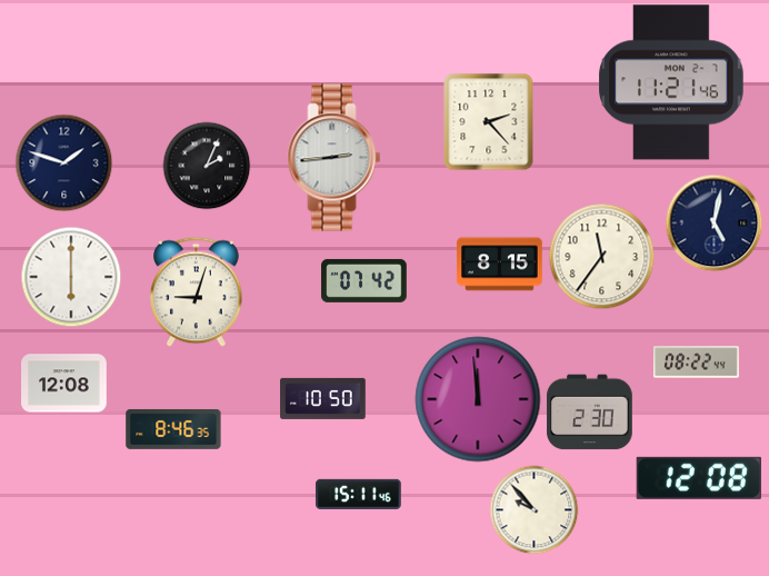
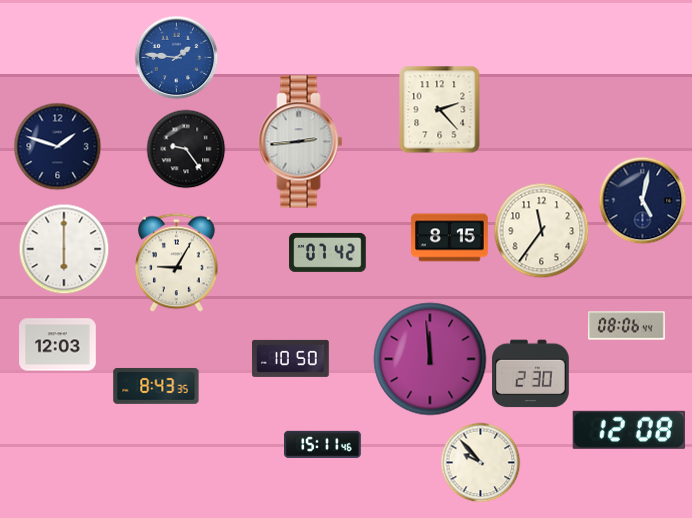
clock at (176, 57): none -> 1:46
clock at (671, 82): 11:21 -> none
clock at (207, 166): 2:04 -> 9:24
clock at (197, 291): 9:03 -> 9:05
clock at (697, 363): 08:22 -> 08:06
clock at (64, 384): 12:08 -> 12:03
clock at (590, 413) position: (590, 413) -> (531, 374)
clock at (173, 429): 8:46 -> 8:43
clock at (533, 509) position: (533, 509) -> (480, 462)
